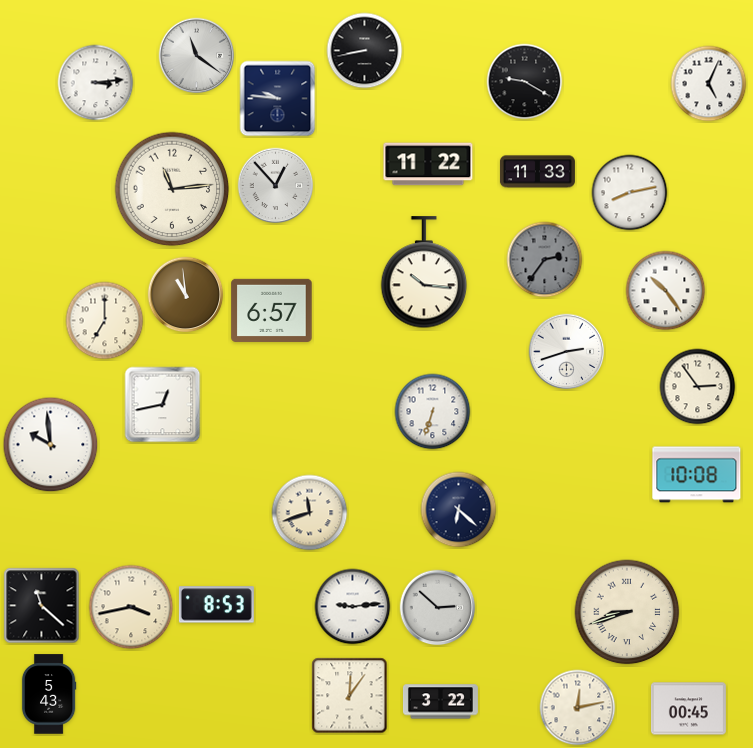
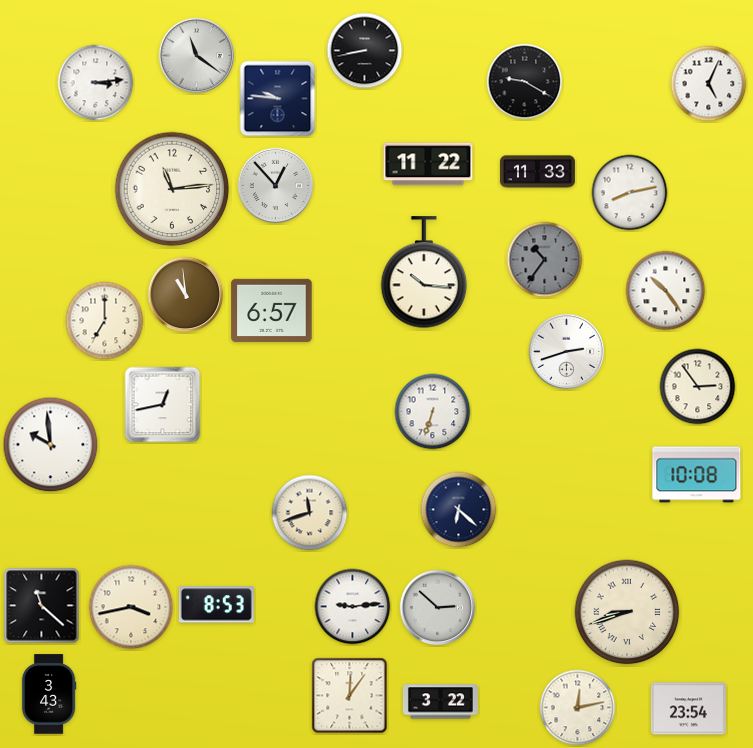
clock at (545, 260): 2:36 -> 10:36
clock at (49, 694): 5:43 -> 3:43
clock at (688, 709): 00:45 -> 23:54
